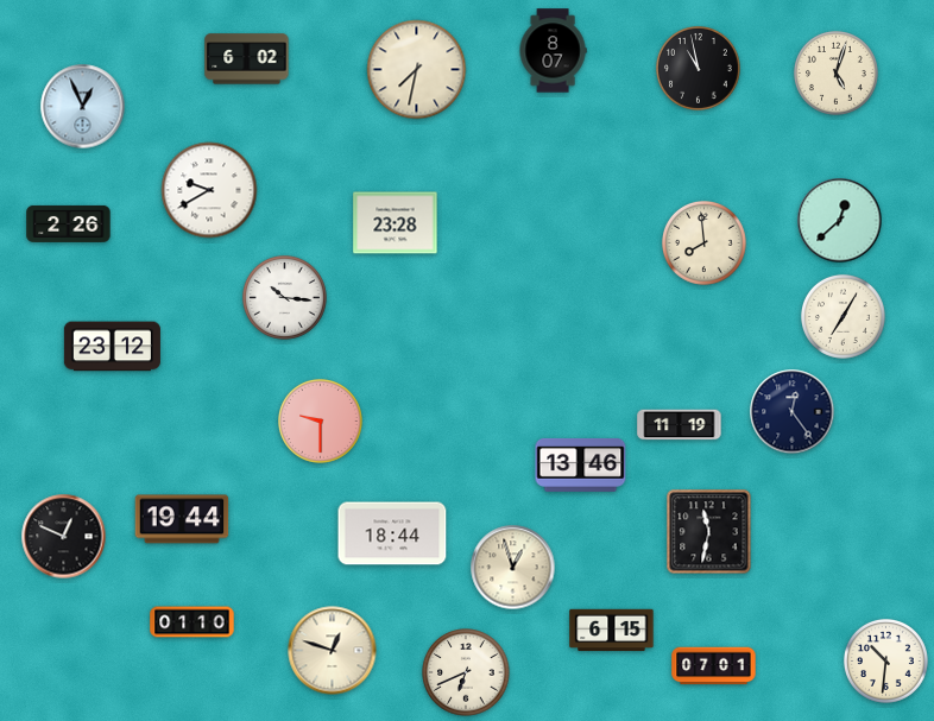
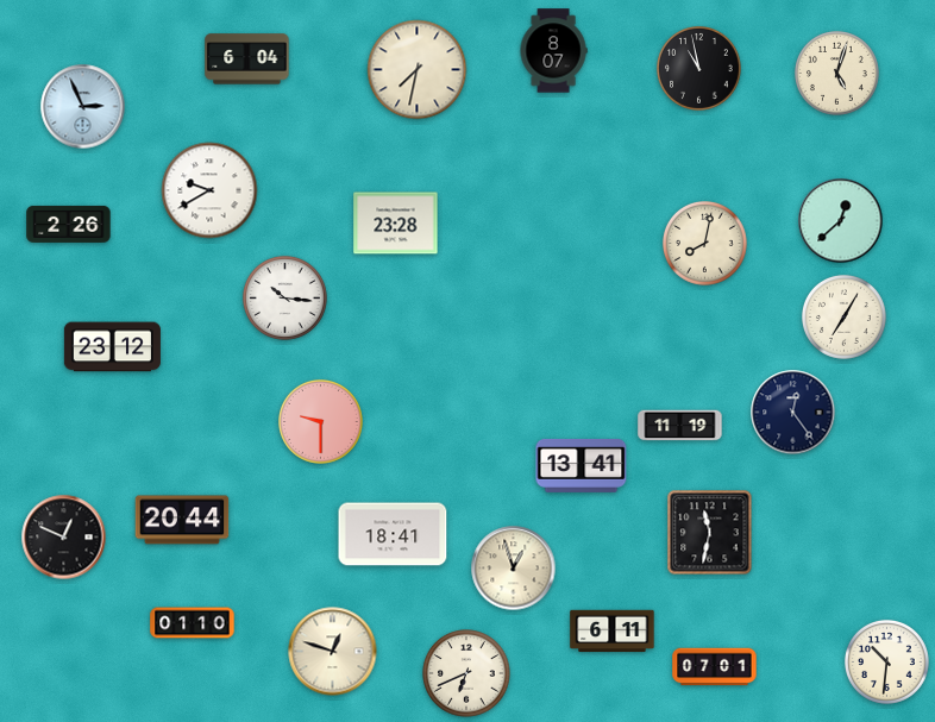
clock at (247, 59): 6:02 -> 6:04
clock at (83, 107): 12:56 -> 2:56
clock at (705, 244): 7:59 -> 8:02
clock at (581, 464): 13:46 -> 13:41
clock at (182, 519): 19:44 -> 20:44
clock at (392, 533): 18:44 -> 18:41
clock at (612, 631): 6:15 -> 6:11
